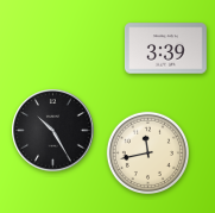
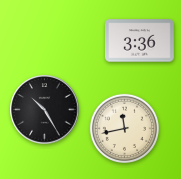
clock at (165, 49): 3:39 -> 3:36
